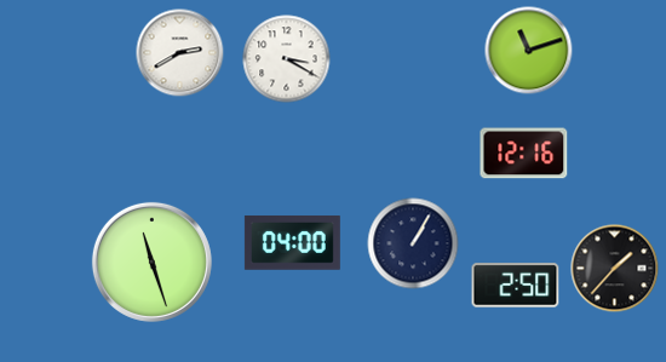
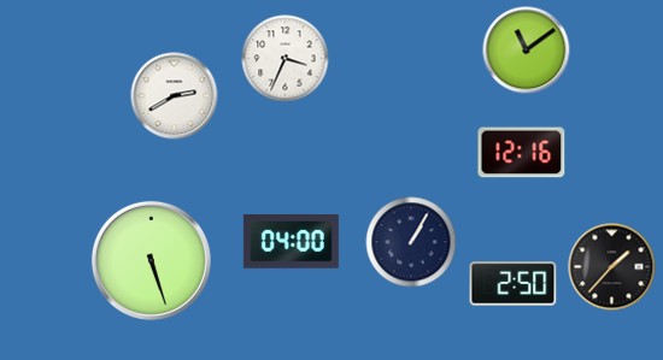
clock at (529, 51): 11:12 -> 11:09
clock at (180, 53) position: (180, 53) -> (175, 96)
clock at (287, 59): 3:20 -> 3:34
clock at (151, 262): 11:27 -> 5:27
